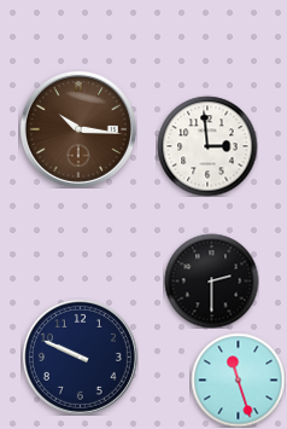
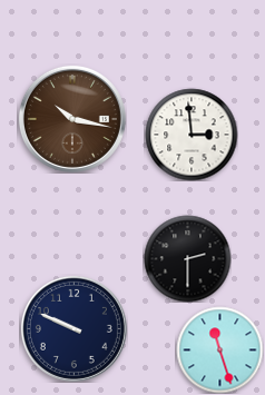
clock at (78, 129): 10:16 -> 10:17
clock at (211, 280) position: (211, 280) -> (187, 258)
